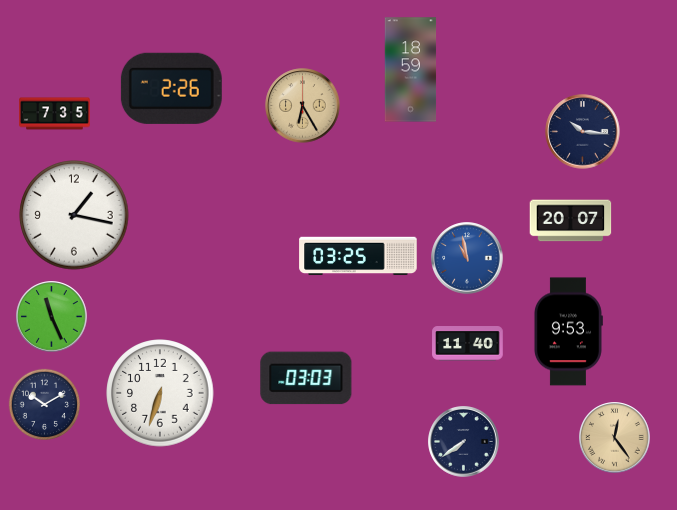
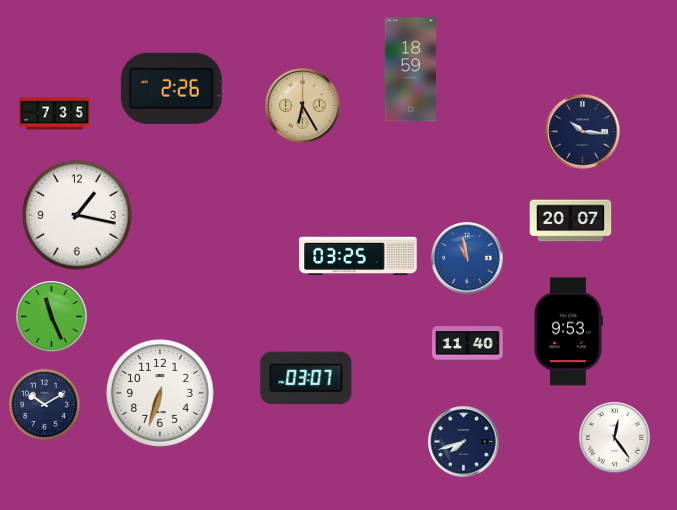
clock at (74, 215) position: (74, 215) -> (77, 215)
clock at (306, 378): 03:03 -> 03:07
clock at (615, 438) dial: champagne -> white
clock at (464, 442): 7:39 -> 7:42
